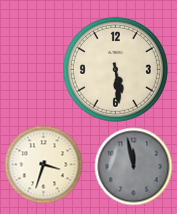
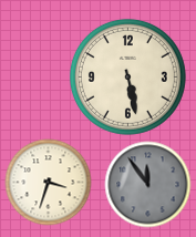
clock at (115, 69): 5:29 -> 5:28
clock at (133, 166): 11:58 -> 11:54
